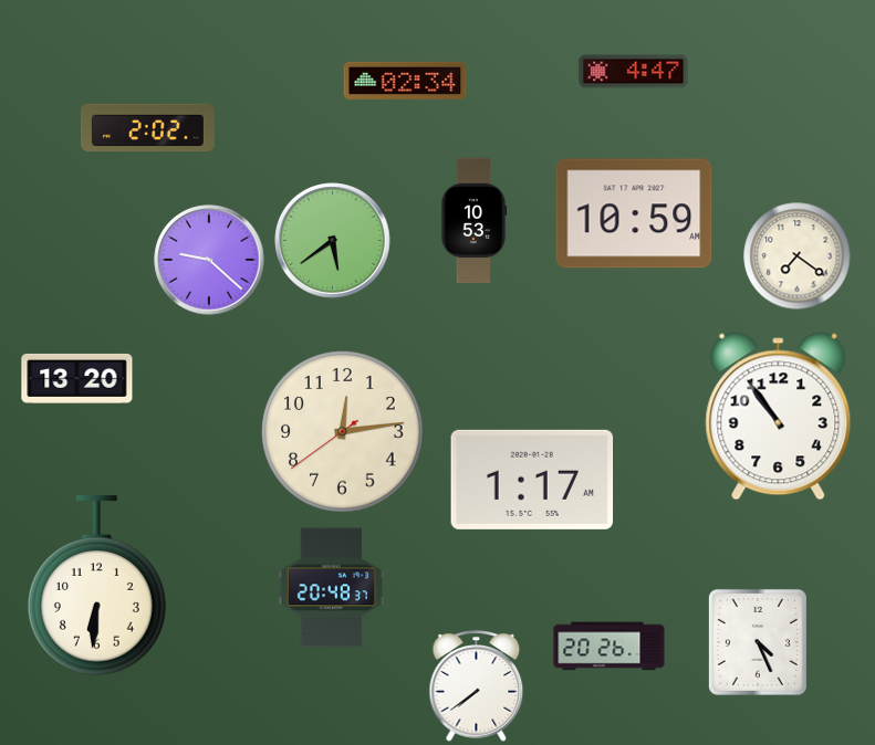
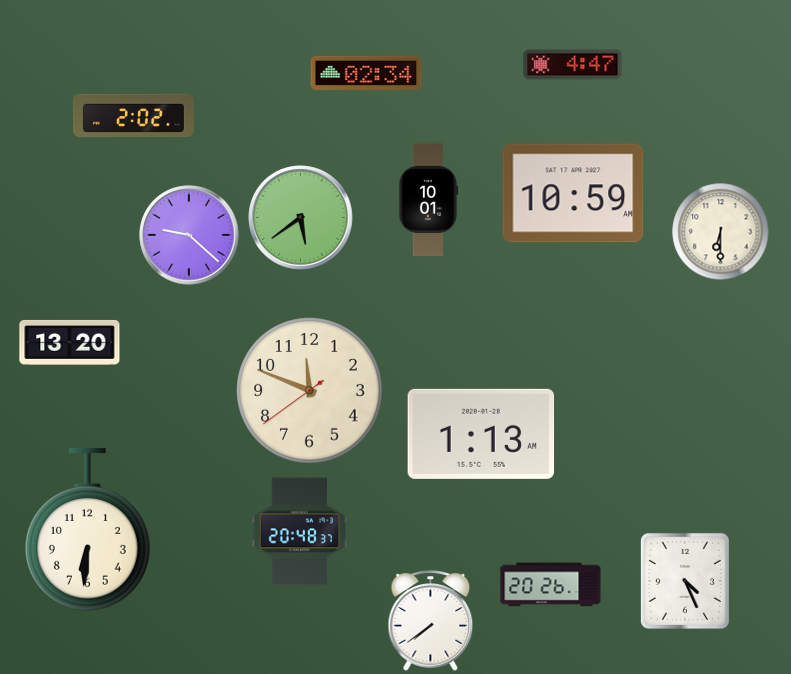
clock at (473, 221): 10:53 -> 10:01
clock at (798, 256): 7:21 -> 6:30
clock at (779, 417): 10:54 -> none
clock at (343, 432): 12:13 -> 11:48
clock at (532, 480): 1:17 -> 1:13
